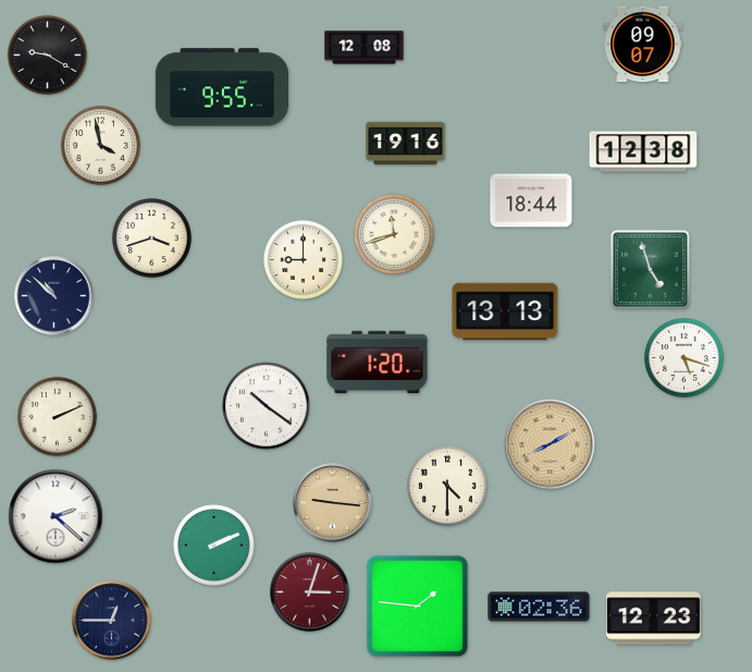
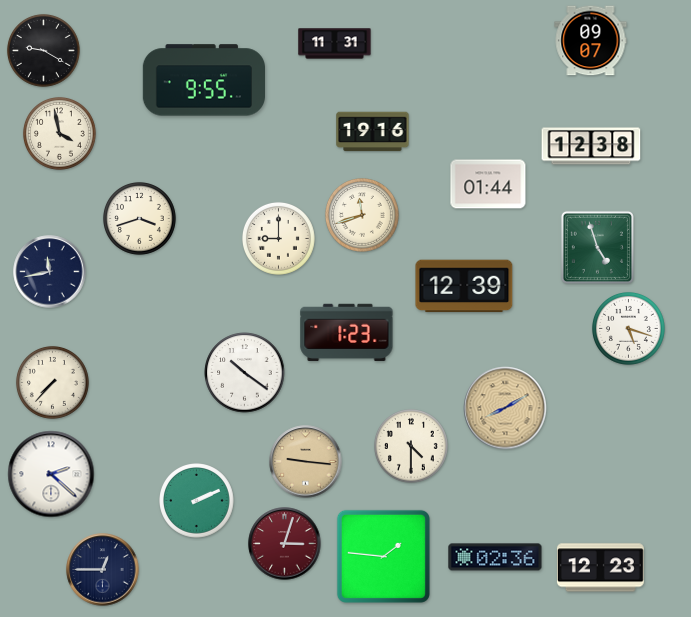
clock at (365, 48): 12:08 -> 11:31
clock at (100, 145) position: (100, 145) -> (59, 133)
clock at (643, 151) position: (643, 151) -> (591, 146)
clock at (531, 200): 18:44 -> 01:44
clock at (54, 296): 10:52 -> 11:43
clock at (505, 311): 13:13 -> 12:39
clock at (378, 362): 1:20 -> 1:23
clock at (57, 416): 2:11 -> 7:37
